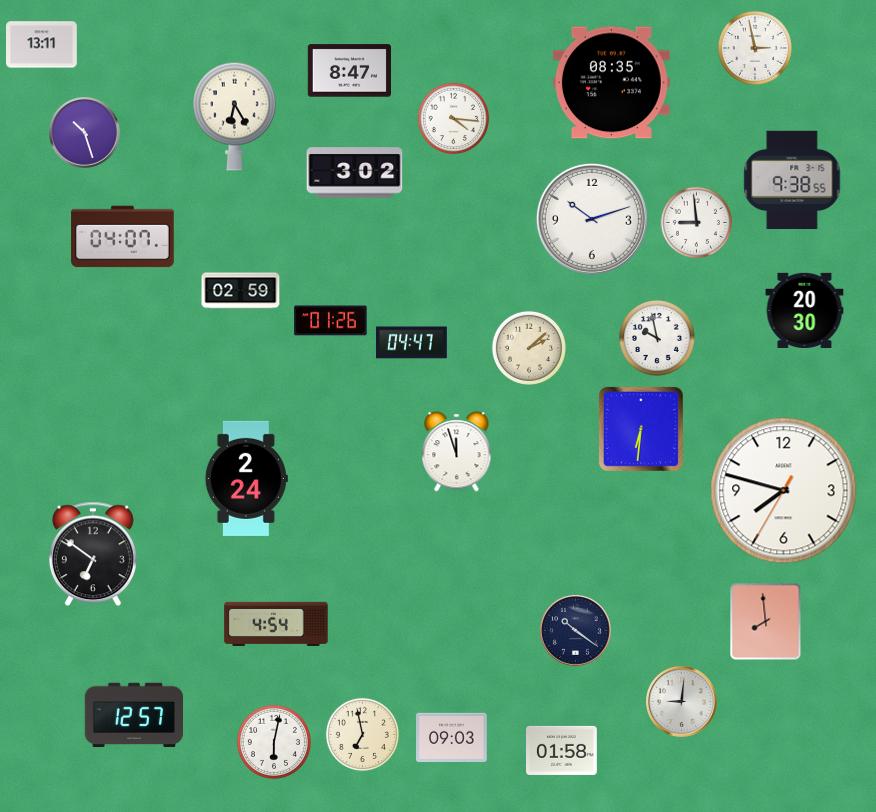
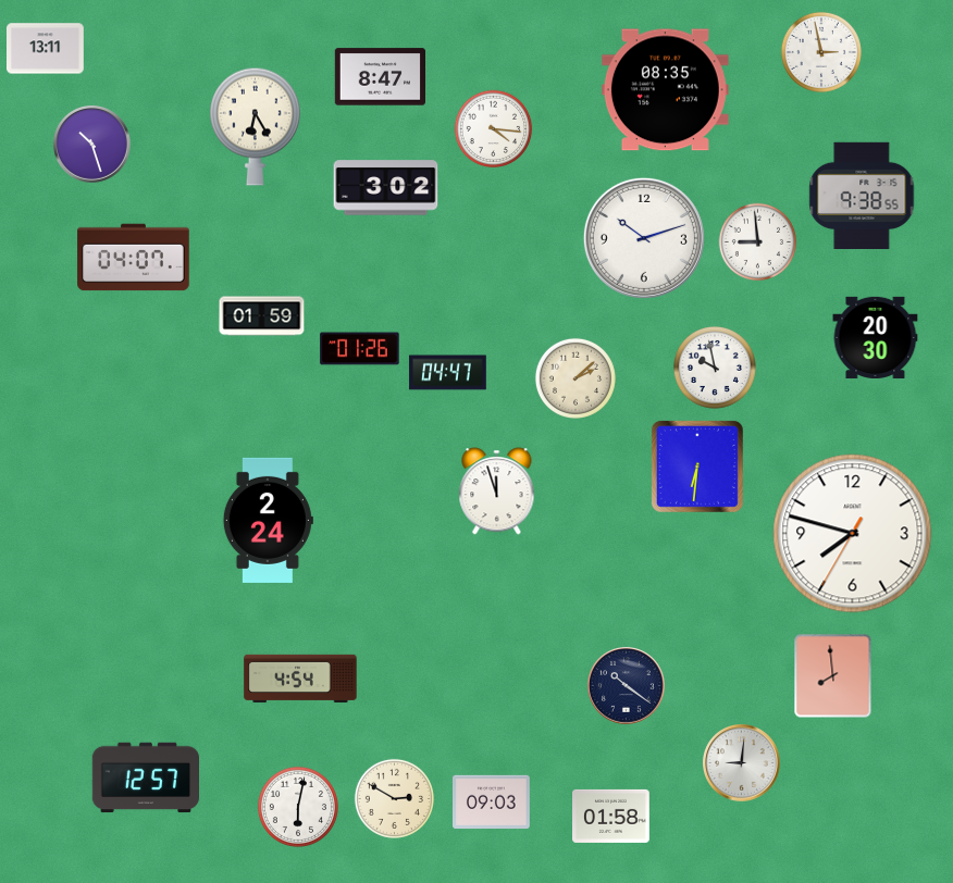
clock at (241, 291): 02:59 -> 01:59
clock at (93, 554): 6:51 -> none
clock at (362, 734): 6:58 -> 2:50
